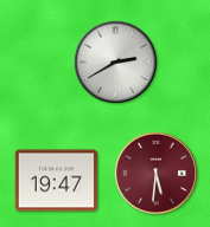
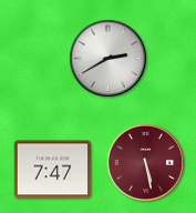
clock at (155, 173): 5:31 -> 5:28
clock at (57, 181): 19:47 -> 7:47
